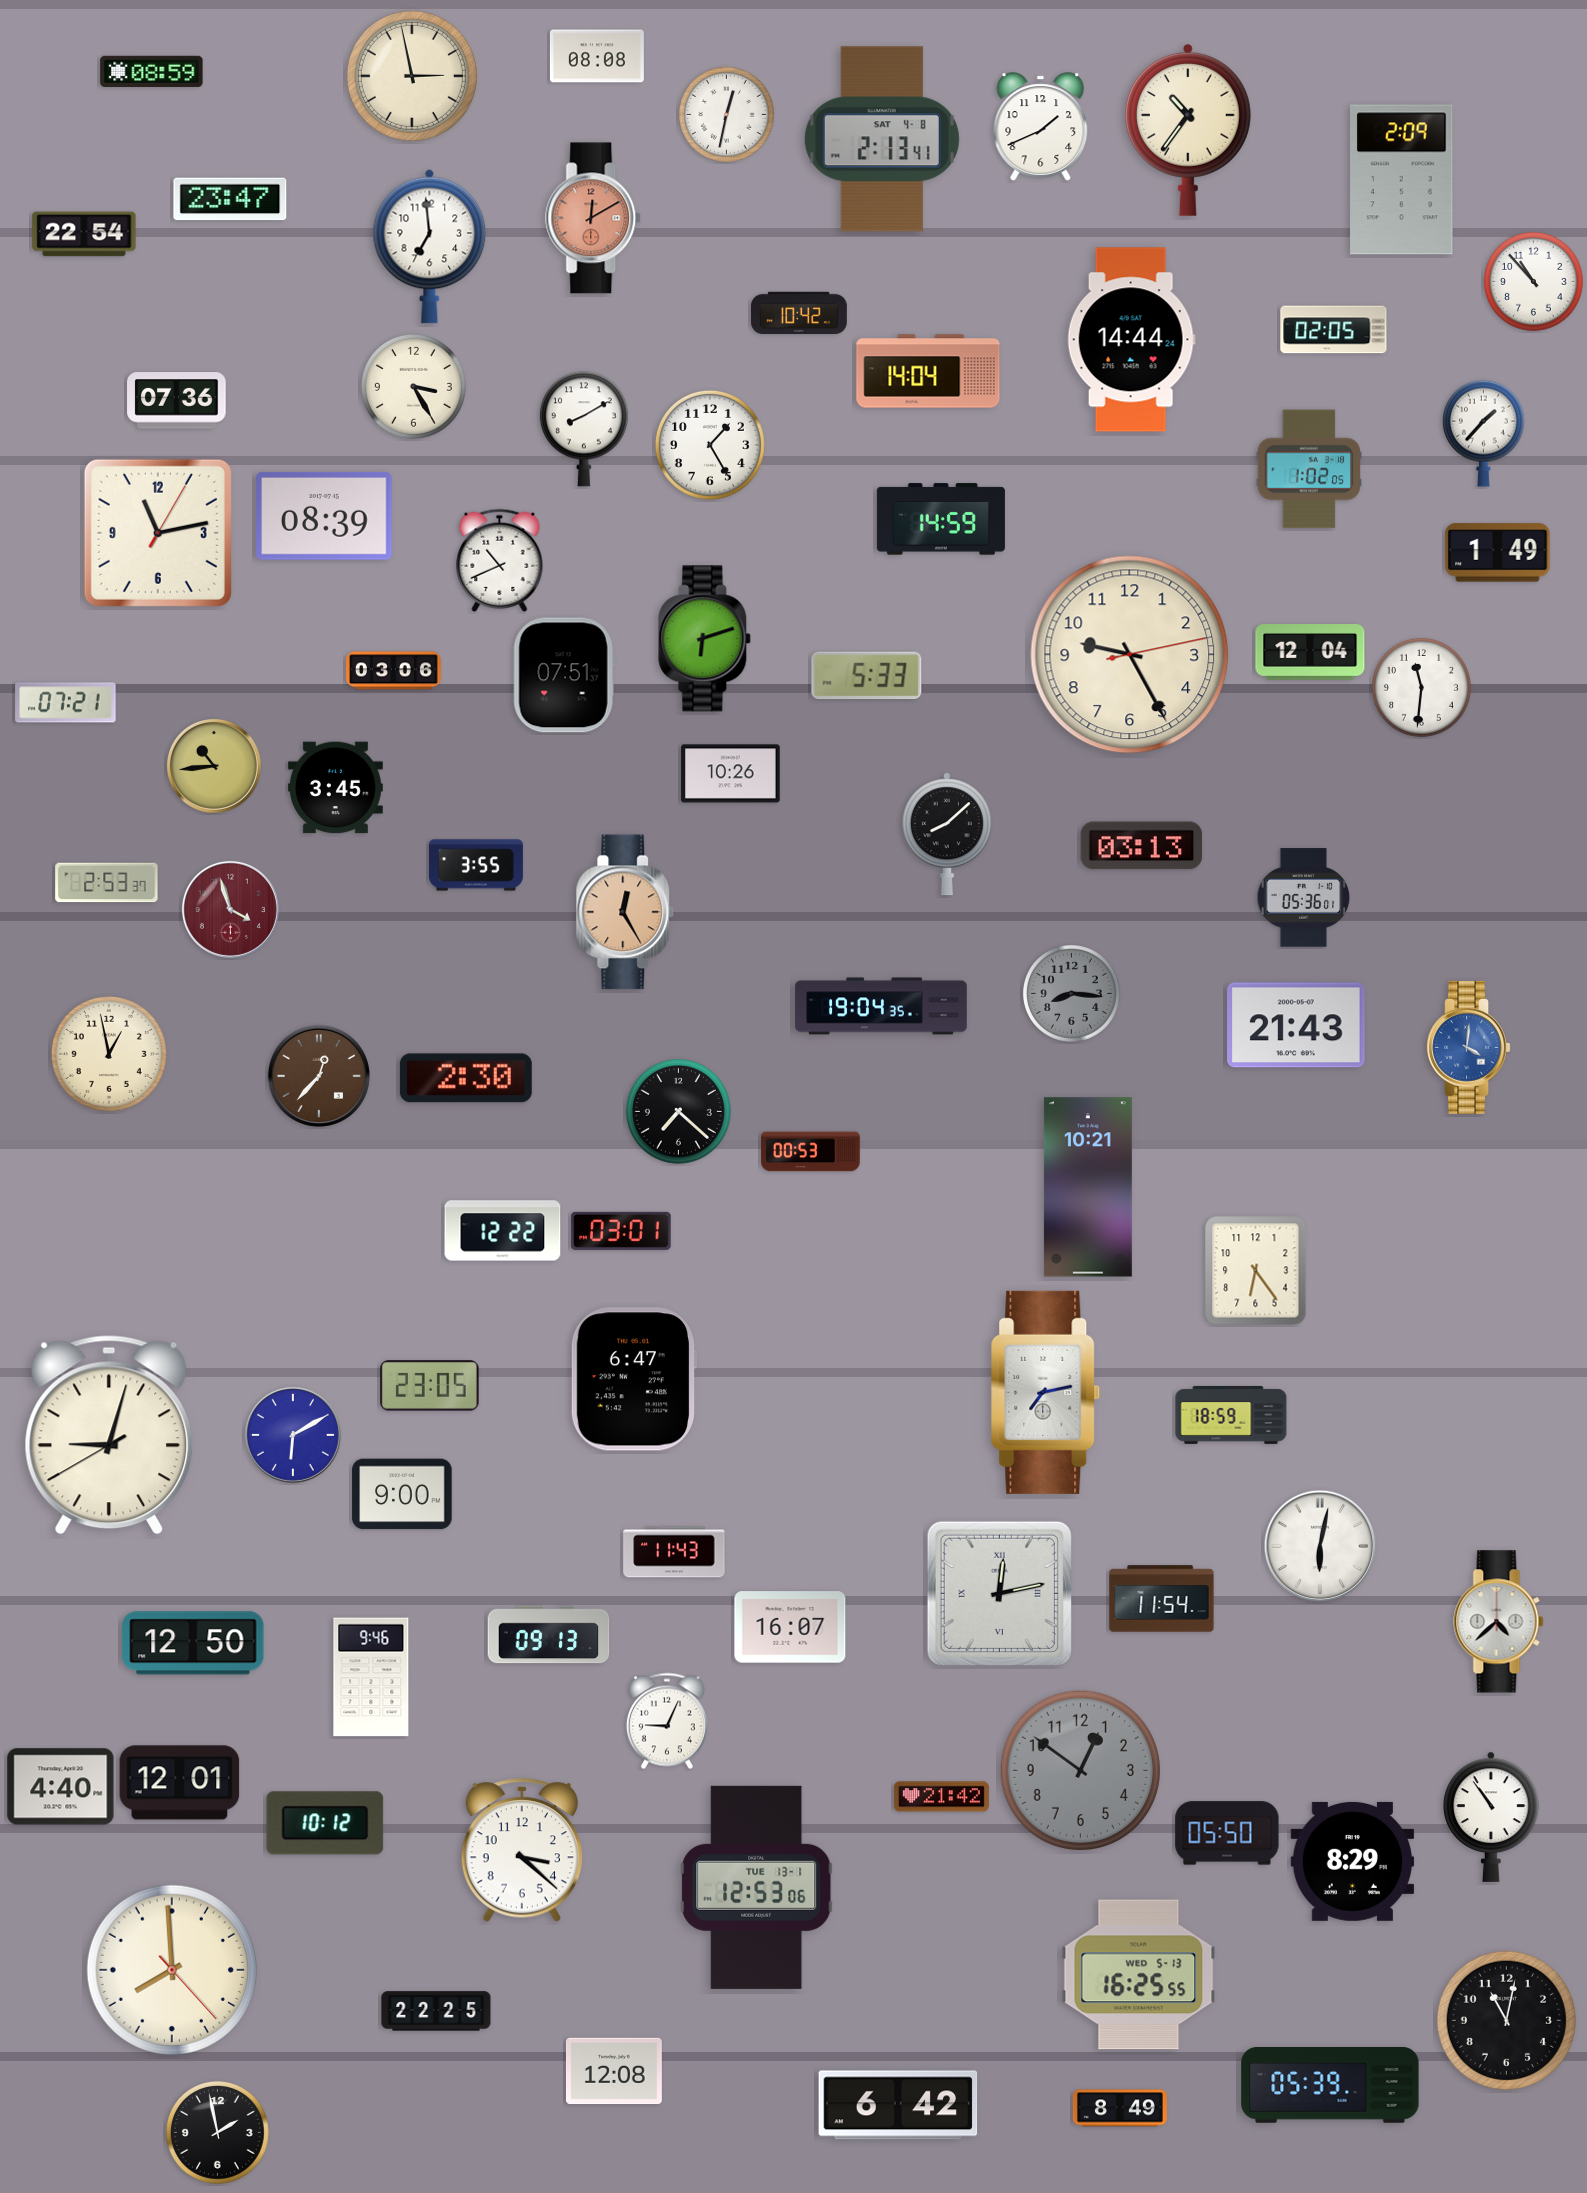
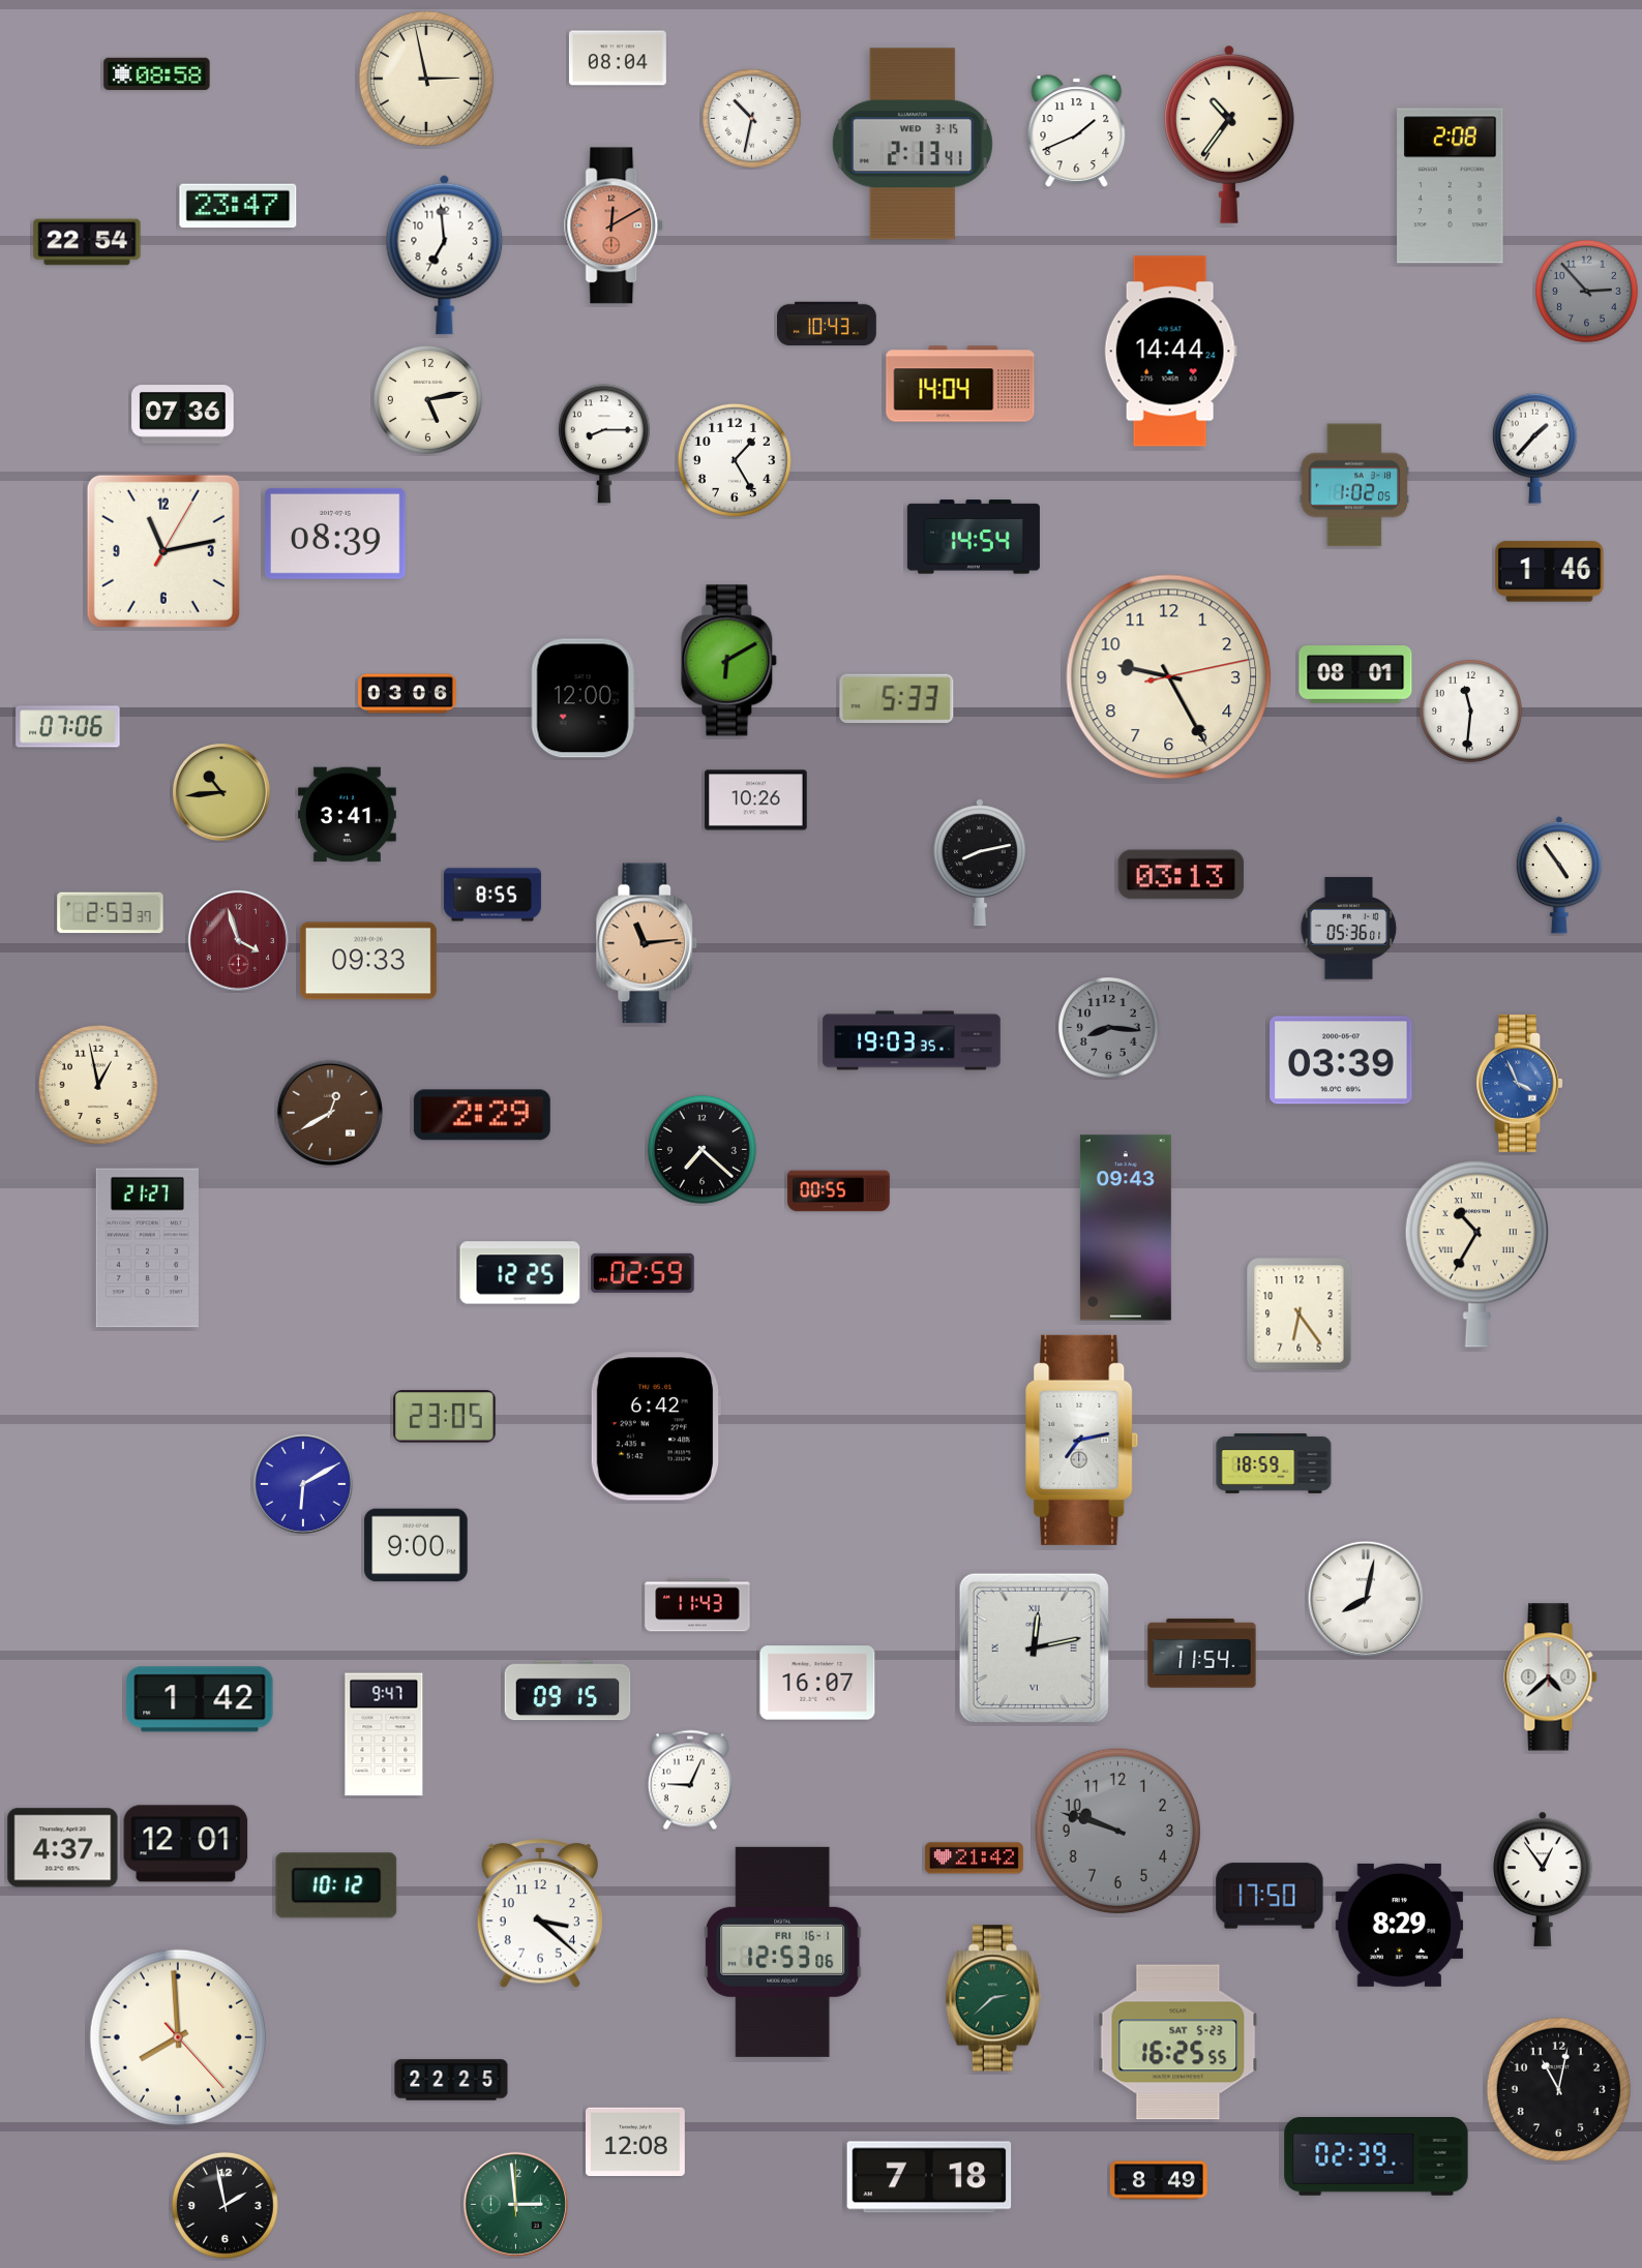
clock at (597, 56): 08:08 -> 08:04
clock at (152, 71): 08:59 -> 08:58
clock at (727, 115): 12:32 -> 10:32
clock at (882, 139) date: SAT 4-8 -> WED 3-15
clock at (1402, 180): 2:09 -> 2:08
clock at (1534, 282): 10:53 -> 2:53
clock at (1534, 282) dial: white -> grey
clock at (800, 312): 10:42 -> 10:43
clock at (1334, 330): 02:05 -> none
clock at (413, 386): 3:25 -> 5:13
clock at (584, 429): 8:10 -> 8:15
clock at (941, 519): 14:59 -> 14:54
clock at (1498, 553): 1:49 -> 1:46
clock at (500, 561): 10:41 -> none
clock at (705, 639): 6:12 -> 6:10
clock at (1310, 652): 12:04 -> 08:01
clock at (564, 675): 07:51 -> 12:00
clock at (66, 703): 07:21 -> 07:06
clock at (335, 788): 3:45 -> 3:41
clock at (947, 834): 8:08 -> 8:13
clock at (1559, 875): none -> 4:54
clock at (476, 865): 3:55 -> 8:55
clock at (625, 912): 12:25 -> 11:14
clock at (368, 961): none -> 09:33
clock at (881, 1006): 19:04 -> 19:03
clock at (1296, 1025): 21:43 -> 03:39
clock at (1468, 1047): 4:01 -> 3:56
clock at (109, 1054) position: (109, 1054) -> (98, 1085)
clock at (319, 1076): 12:37 -> 12:40
clock at (466, 1078): 2:30 -> 2:29
clock at (811, 1152): 00:53 -> 00:55
clock at (1088, 1187): 10:21 -> 09:43
clock at (147, 1248): none -> 21:27
clock at (1476, 1254): none -> 10:35
clock at (503, 1231): 12:22 -> 12:25
clock at (621, 1231): 03:01 -> 02:59
clock at (633, 1379): 6:47 -> 6:42
clock at (430, 1386) position: (430, 1386) -> (445, 1417)
clock at (109, 1435): 9:02 -> none
clock at (1320, 1546): 6:02 -> 8:02
clock at (549, 1635): 09:13 -> 09:15
clock at (193, 1643): 12:50 -> 1:42
clock at (371, 1677): 9:46 -> 9:47
clock at (1080, 1770): 12:51 -> 9:48
clock at (61, 1787): 4:40 -> 4:37
clock at (1491, 1817): 10:54 -> 12:54
clock at (1227, 1833): 05:50 -> 17:50
clock at (757, 1887) date: TUE 13-1 -> FRI 16-1
clock at (993, 1998): none -> 2:38
clock at (1139, 1975) date: WED 5-13 -> SAT 5-23
clock at (1330, 2086): 05:39 -> 02:39
clock at (898, 2105): 6:42 -> 7:18
clock at (515, 2204): none -> 2:59
